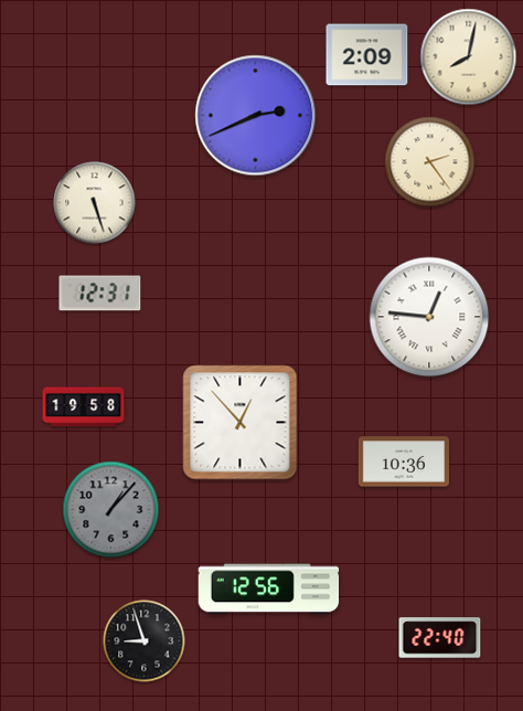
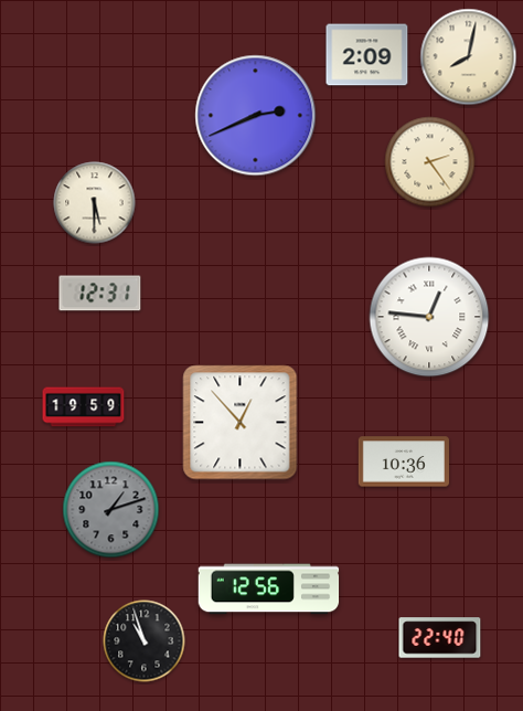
clock at (95, 203): 5:27 -> 5:30
clock at (84, 407): 19:58 -> 19:59
clock at (111, 510): 1:07 -> 1:12
clock at (145, 641): 8:57 -> 10:57
